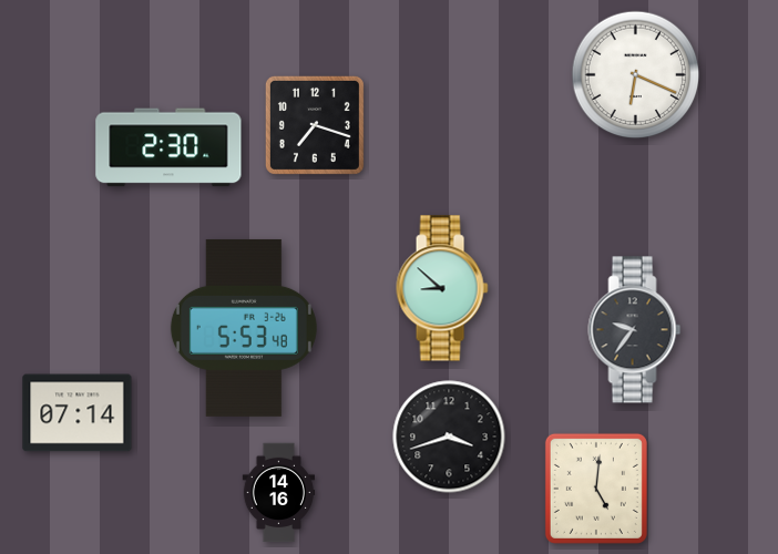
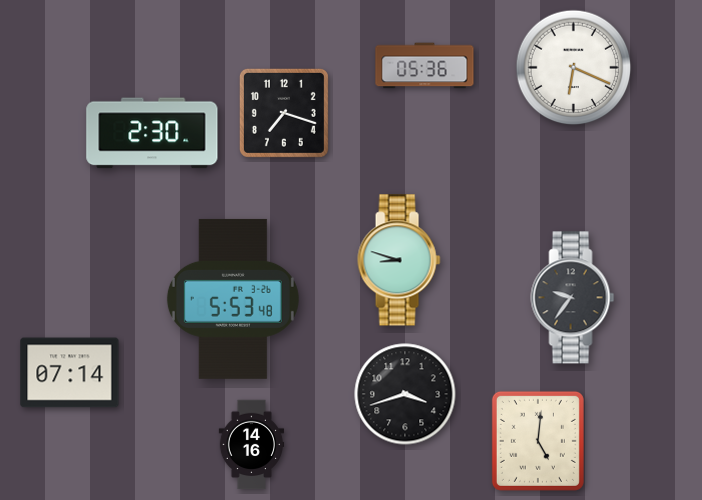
clock at (425, 66): none -> 05:36
clock at (442, 288): 8:52 -> 8:48
clock at (244, 328) position: (244, 328) -> (233, 299)
